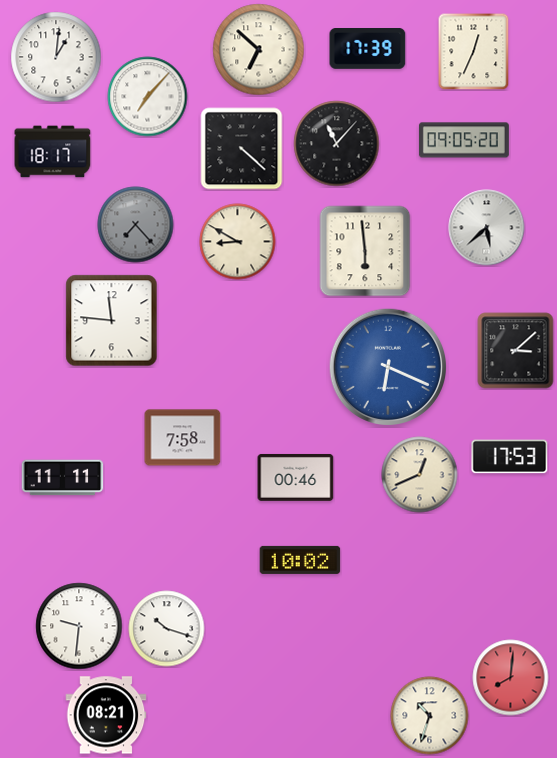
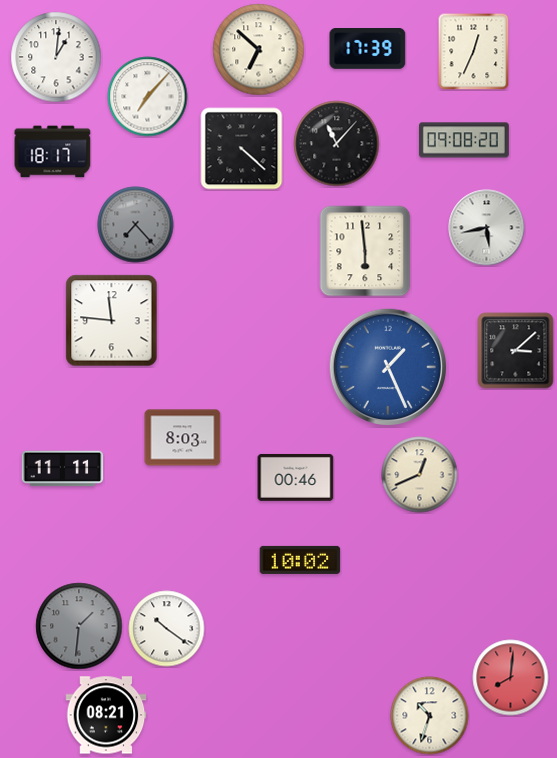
clock at (464, 140): 09:05 -> 09:08
clock at (487, 228): 5:38 -> 5:43
clock at (238, 242): 8:50 -> none
clock at (387, 366): 6:19 -> 1:26
clock at (183, 438): 7:58 -> 8:03
clock at (510, 457): 17:53 -> none
clock at (63, 478) position: (63, 478) -> (63, 469)
clock at (79, 626): 9:31 -> 1:31
clock at (79, 626) dial: white -> grey
clock at (167, 629): 10:18 -> 10:21
